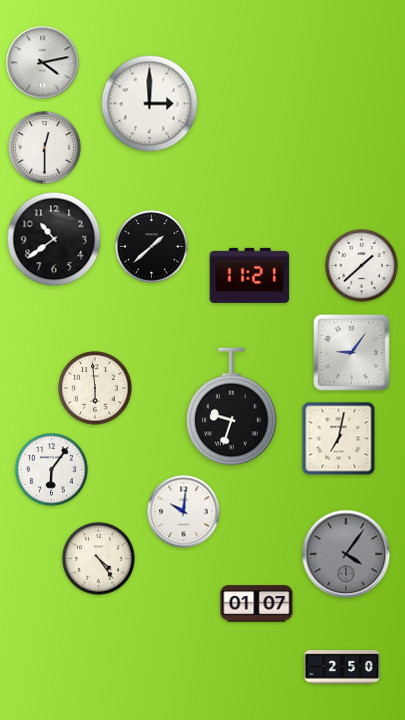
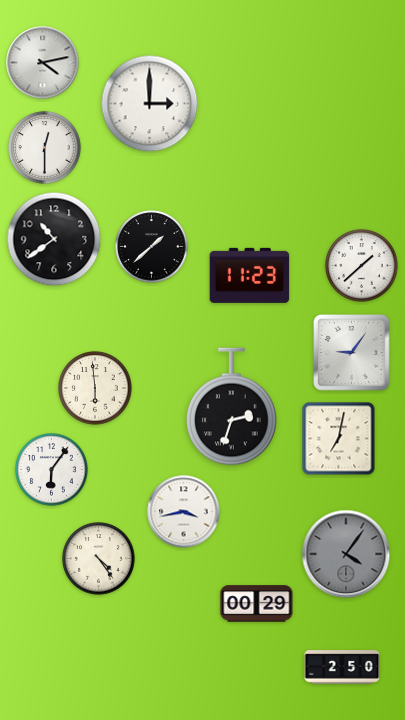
clock at (250, 275): 11:21 -> 11:23
clock at (232, 407): 9:33 -> 2:33
clock at (184, 512): 10:01 -> 3:43
clock at (257, 604): 01:07 -> 00:29
